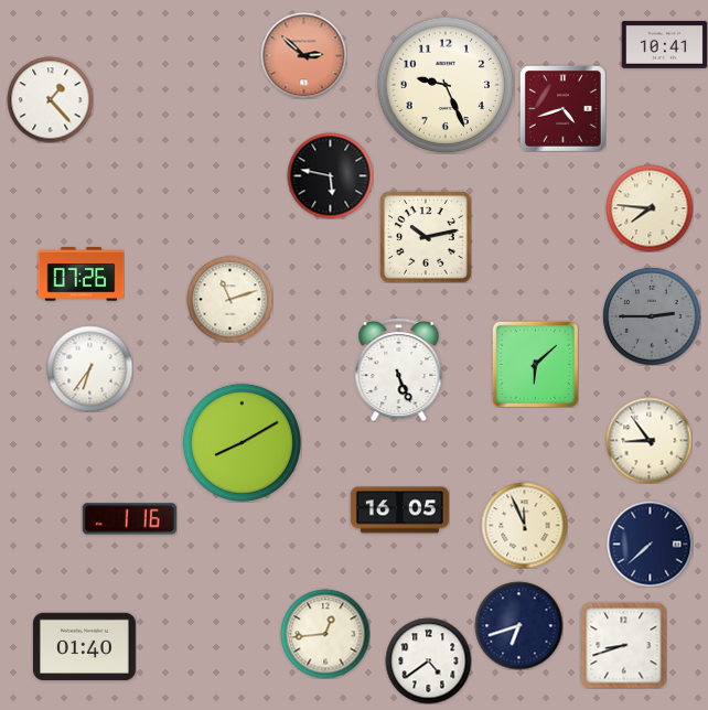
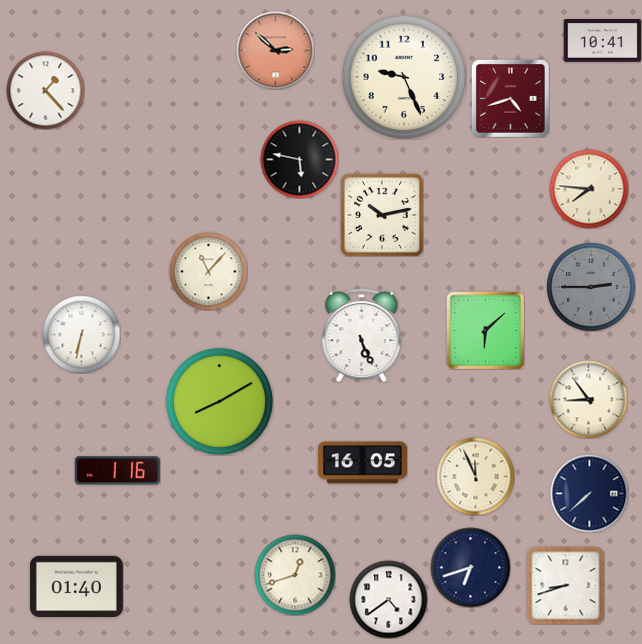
clock at (426, 237) position: (426, 237) -> (382, 215)
clock at (81, 275): 07:26 -> none
clock at (229, 299): 11:12 -> 11:07
clock at (89, 368): 6:36 -> 6:32
clock at (325, 634): 12:44 -> 12:42
